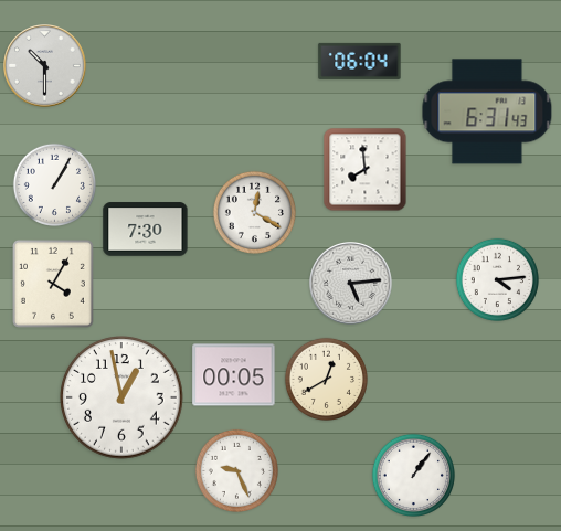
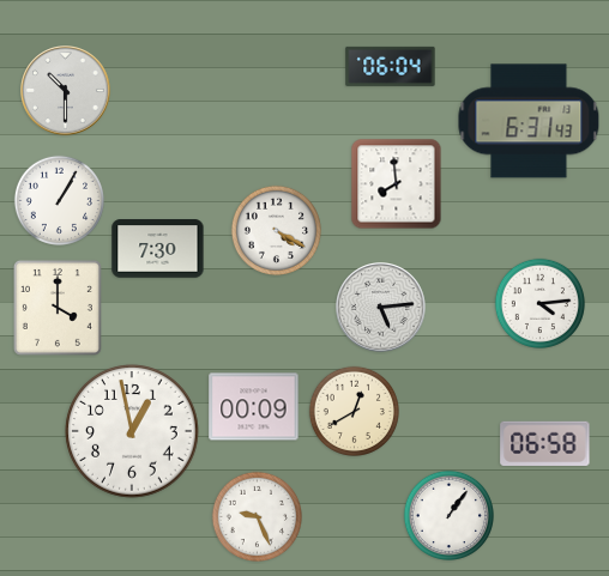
clock at (45, 66) position: (45, 66) -> (66, 91)
clock at (254, 212): 12:20 -> 4:20
clock at (53, 284): 4:05 -> 4:00
clock at (234, 375): 00:05 -> 00:09
clock at (545, 443): none -> 06:58
clock at (236, 470) position: (236, 470) -> (257, 516)
